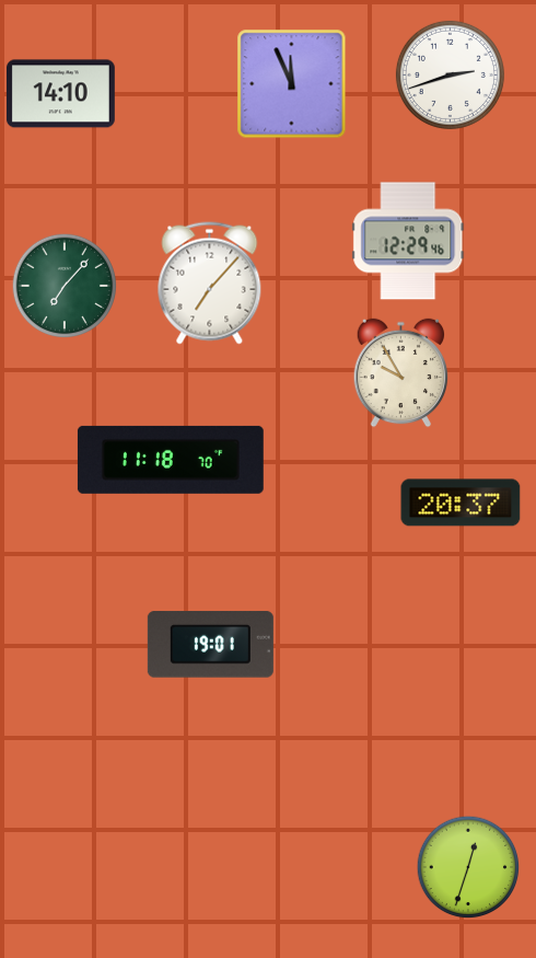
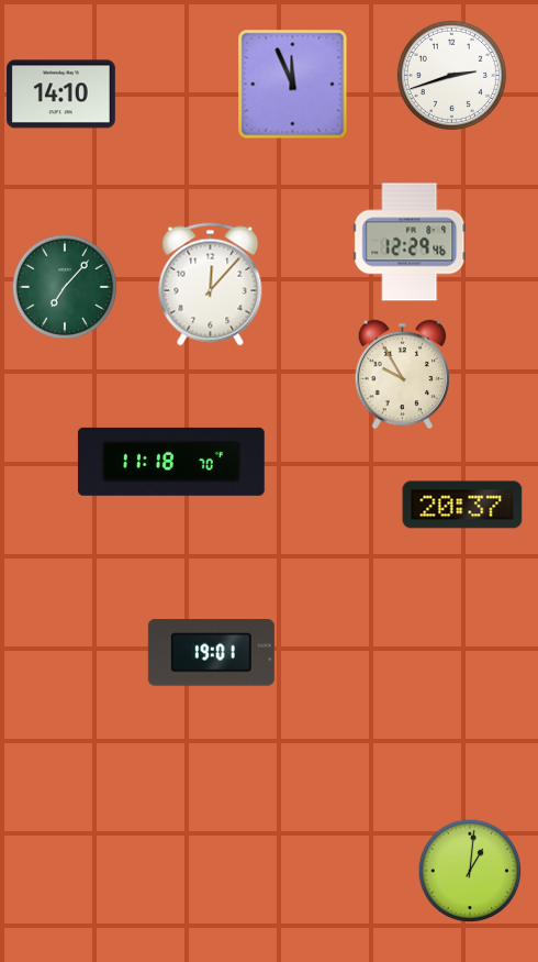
clock at (210, 284): 7:07 -> 12:07
clock at (210, 645) position: (210, 645) -> (211, 653)
clock at (468, 867): 12:33 -> 1:01
